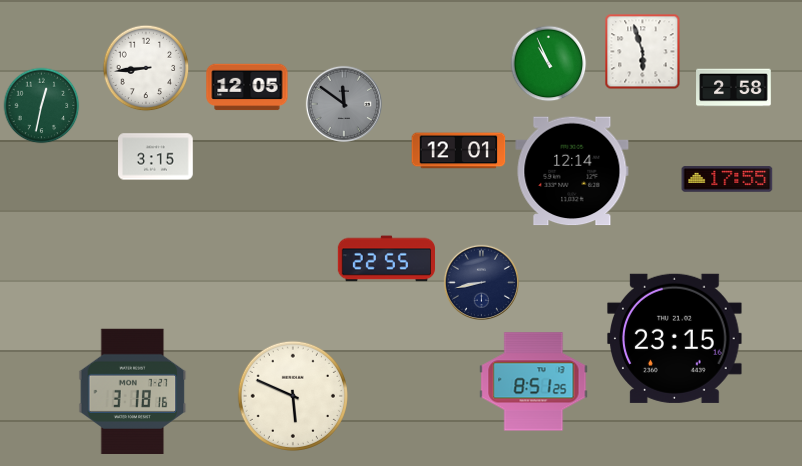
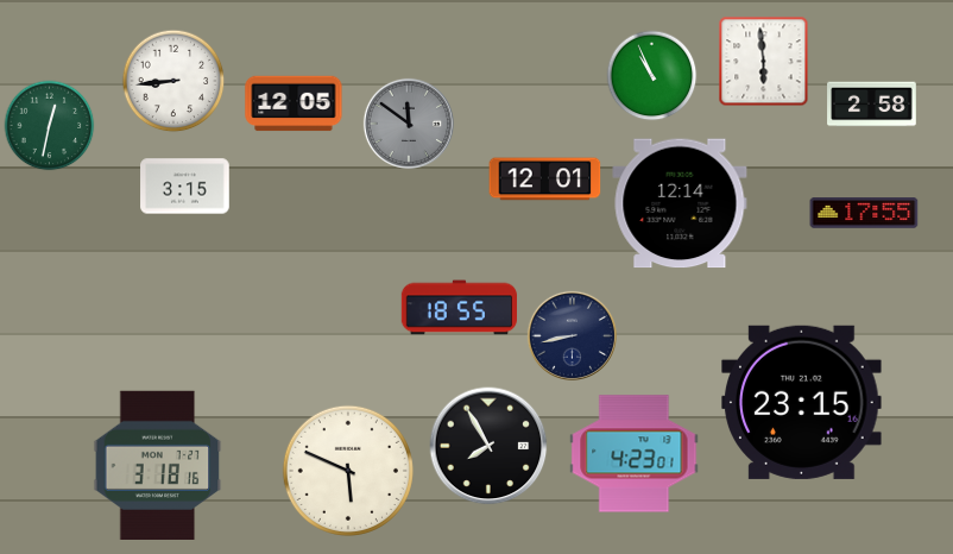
clock at (643, 52): 5:57 -> 5:59
clock at (386, 259): 22:55 -> 18:55
clock at (488, 446): none -> 7:55
clock at (534, 382): 8:51 -> 4:23
